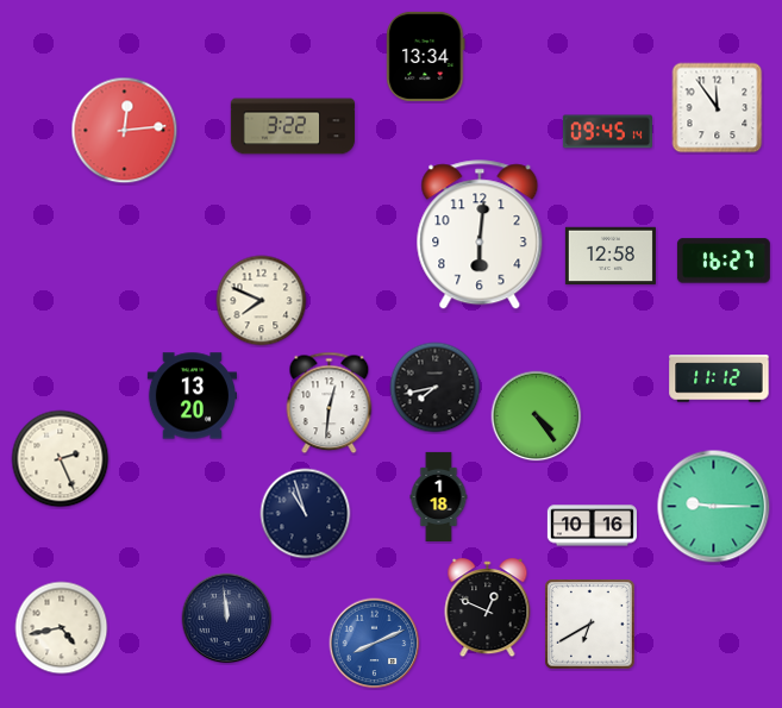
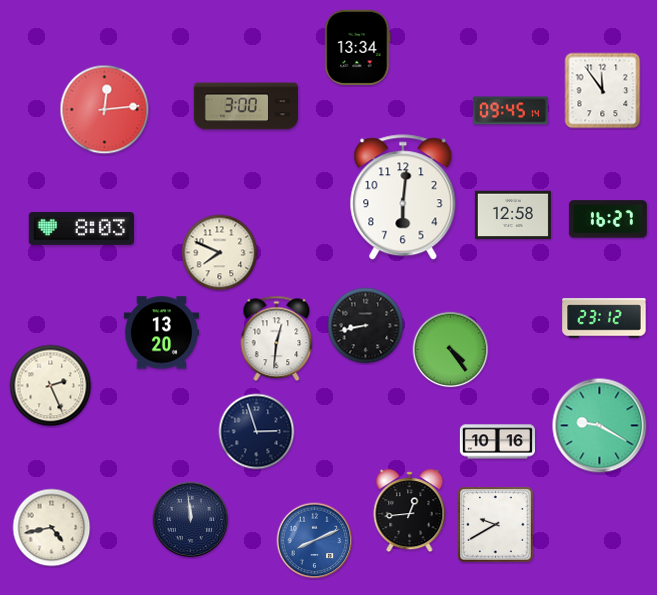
clock at (293, 126): 3:22 -> 3:00
clock at (81, 228): none -> 8:03
clock at (719, 378): 11:12 -> 23:12
clock at (436, 388): 7:43 -> 8:43
clock at (439, 496): 1:18 -> none
clock at (714, 507): 9:15 -> 9:20
clock at (306, 514): 10:57 -> 2:57
clock at (488, 608): 12:49 -> 12:44
clock at (590, 625): 6:40 -> 9:40
